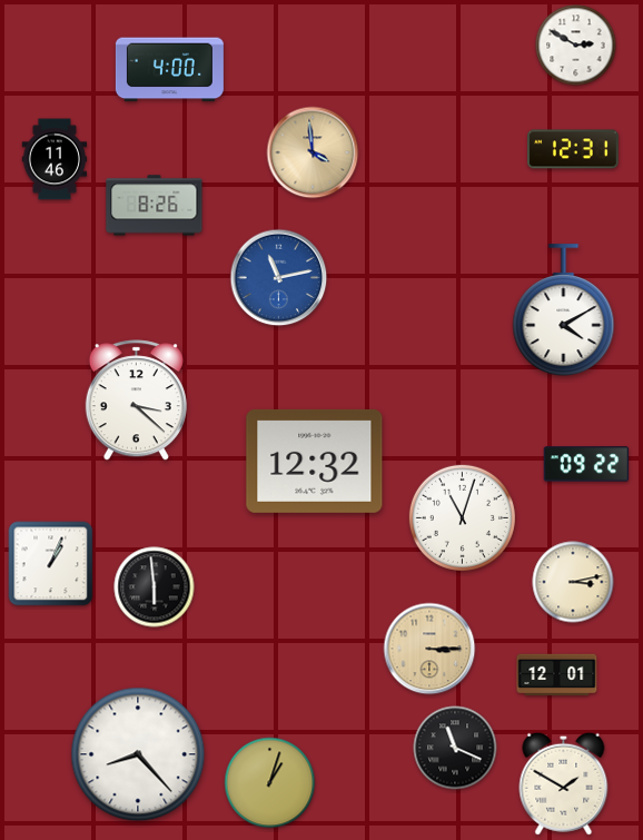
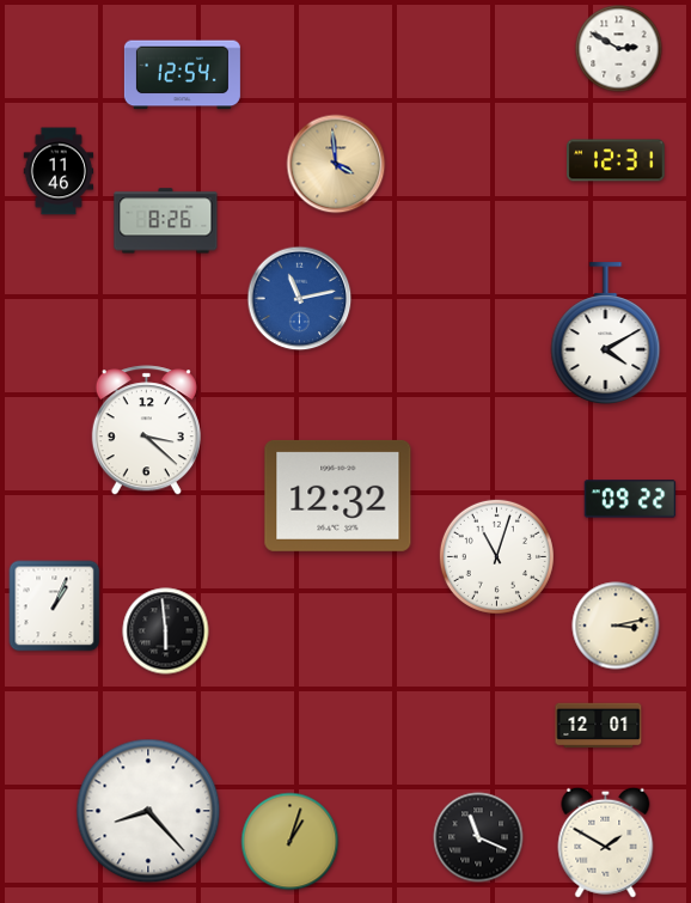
clock at (169, 70): 4:00 -> 12:54
clock at (429, 649): 3:15 -> none
clock at (455, 748) position: (455, 748) -> (478, 837)
